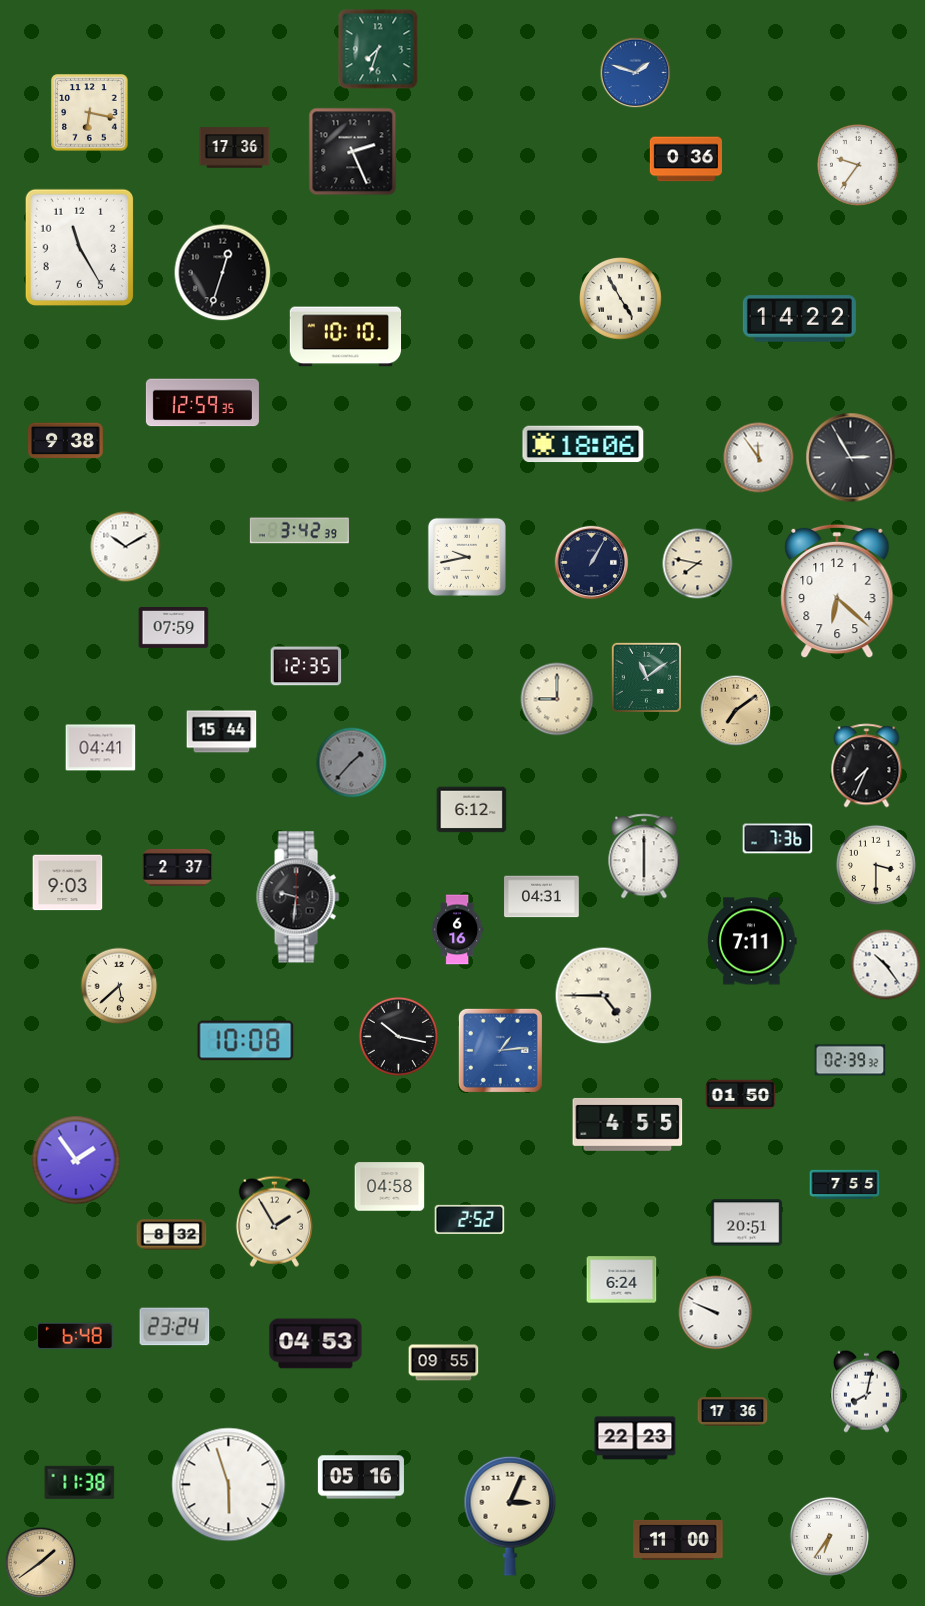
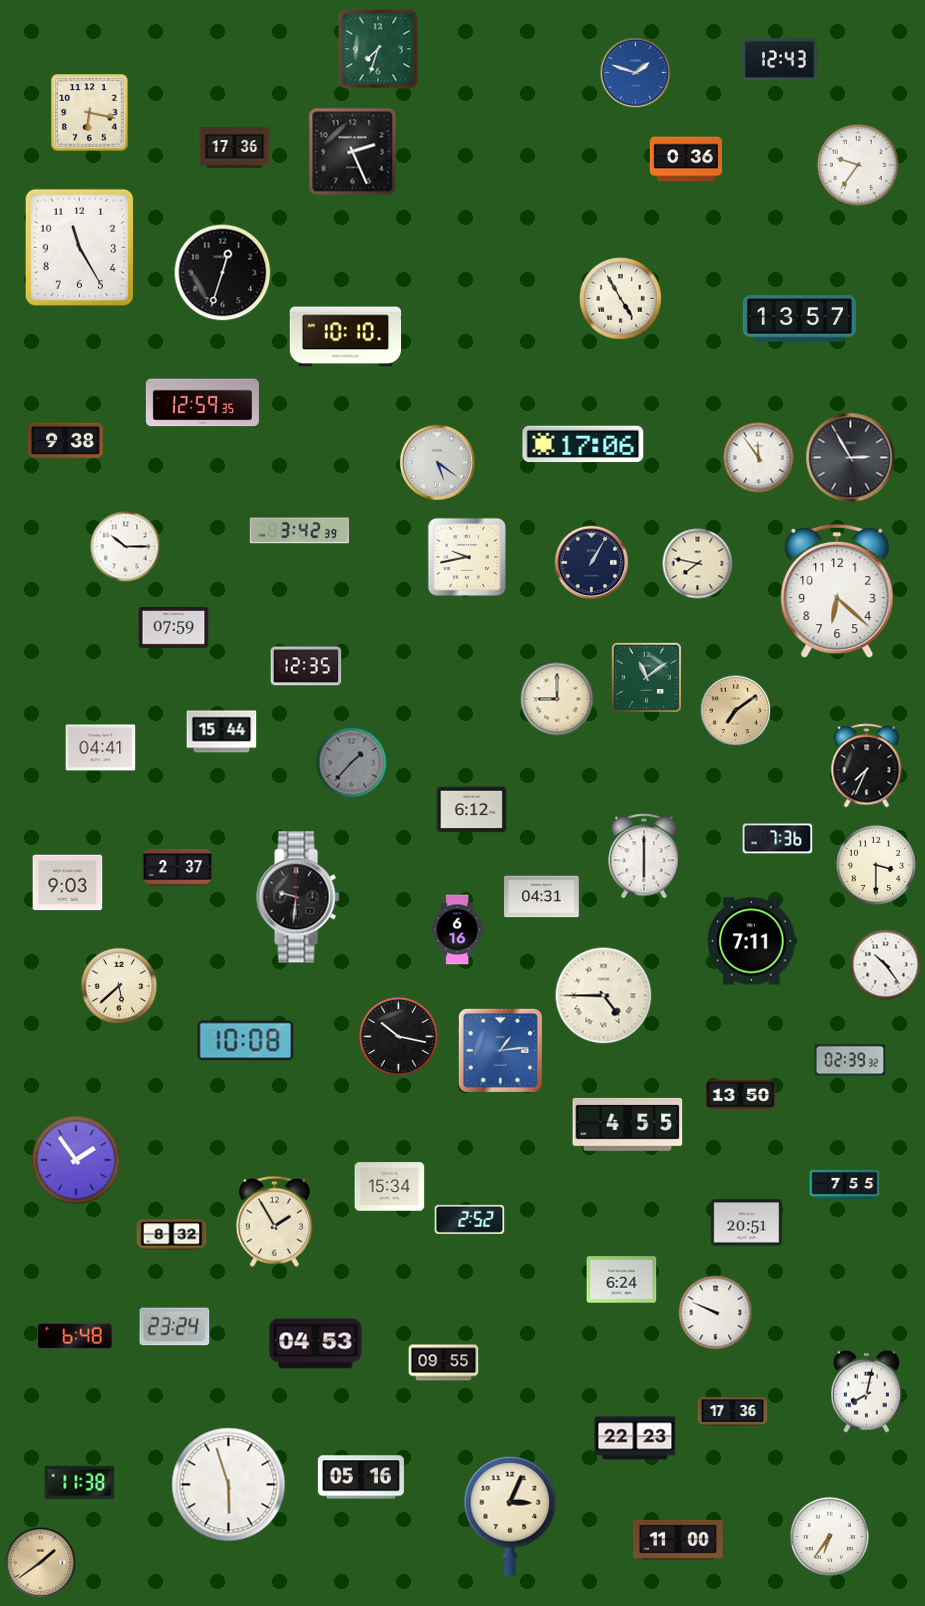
clock at (780, 60): none -> 12:43
clock at (799, 319): 14:22 -> 13:57
clock at (583, 444): 18:06 -> 17:06
clock at (437, 462): none -> 5:21
clock at (126, 547): 10:10 -> 10:15
clock at (741, 1095): 01:50 -> 13:50
clock at (390, 1187): 04:58 -> 15:34
